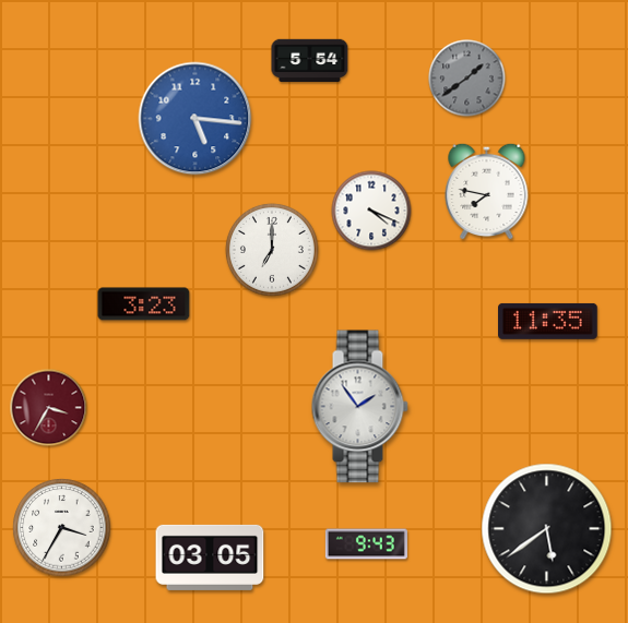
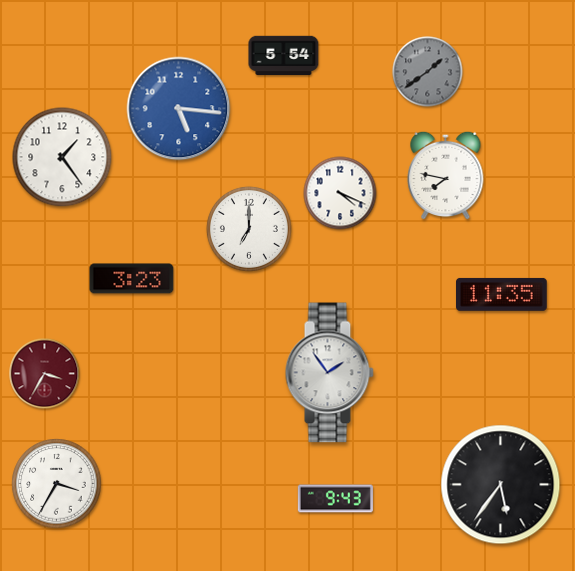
clock at (62, 157): none -> 1:24
clock at (547, 529): 5:39 -> 5:36
clock at (210, 558): 03:05 -> none
